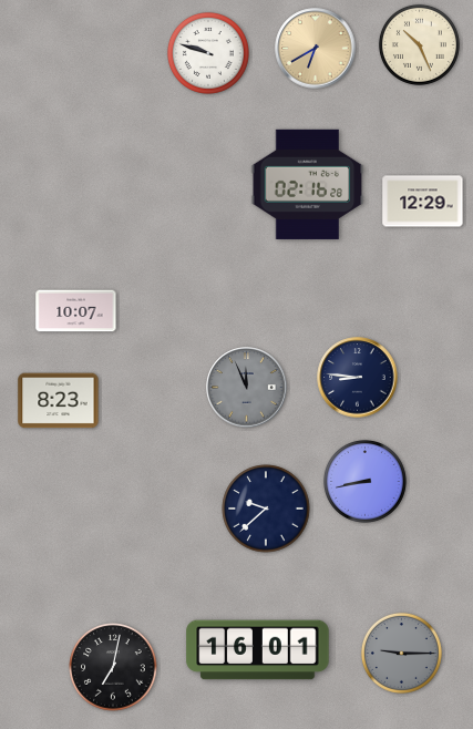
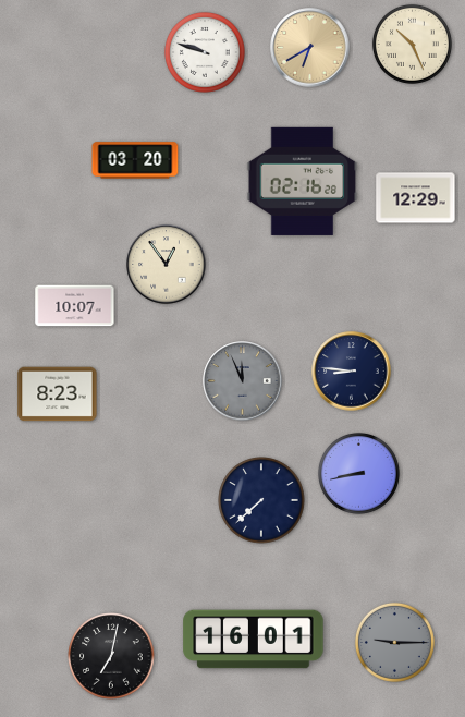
clock at (135, 160): none -> 03:20
clock at (167, 265): none -> 12:54
clock at (266, 509): 9:38 -> 7:38
